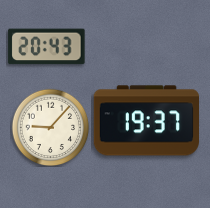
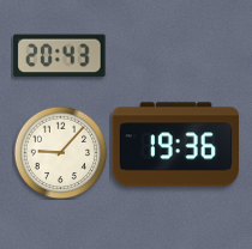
clock at (47, 47) position: (47, 47) -> (60, 56)
clock at (146, 121): 19:37 -> 19:36
